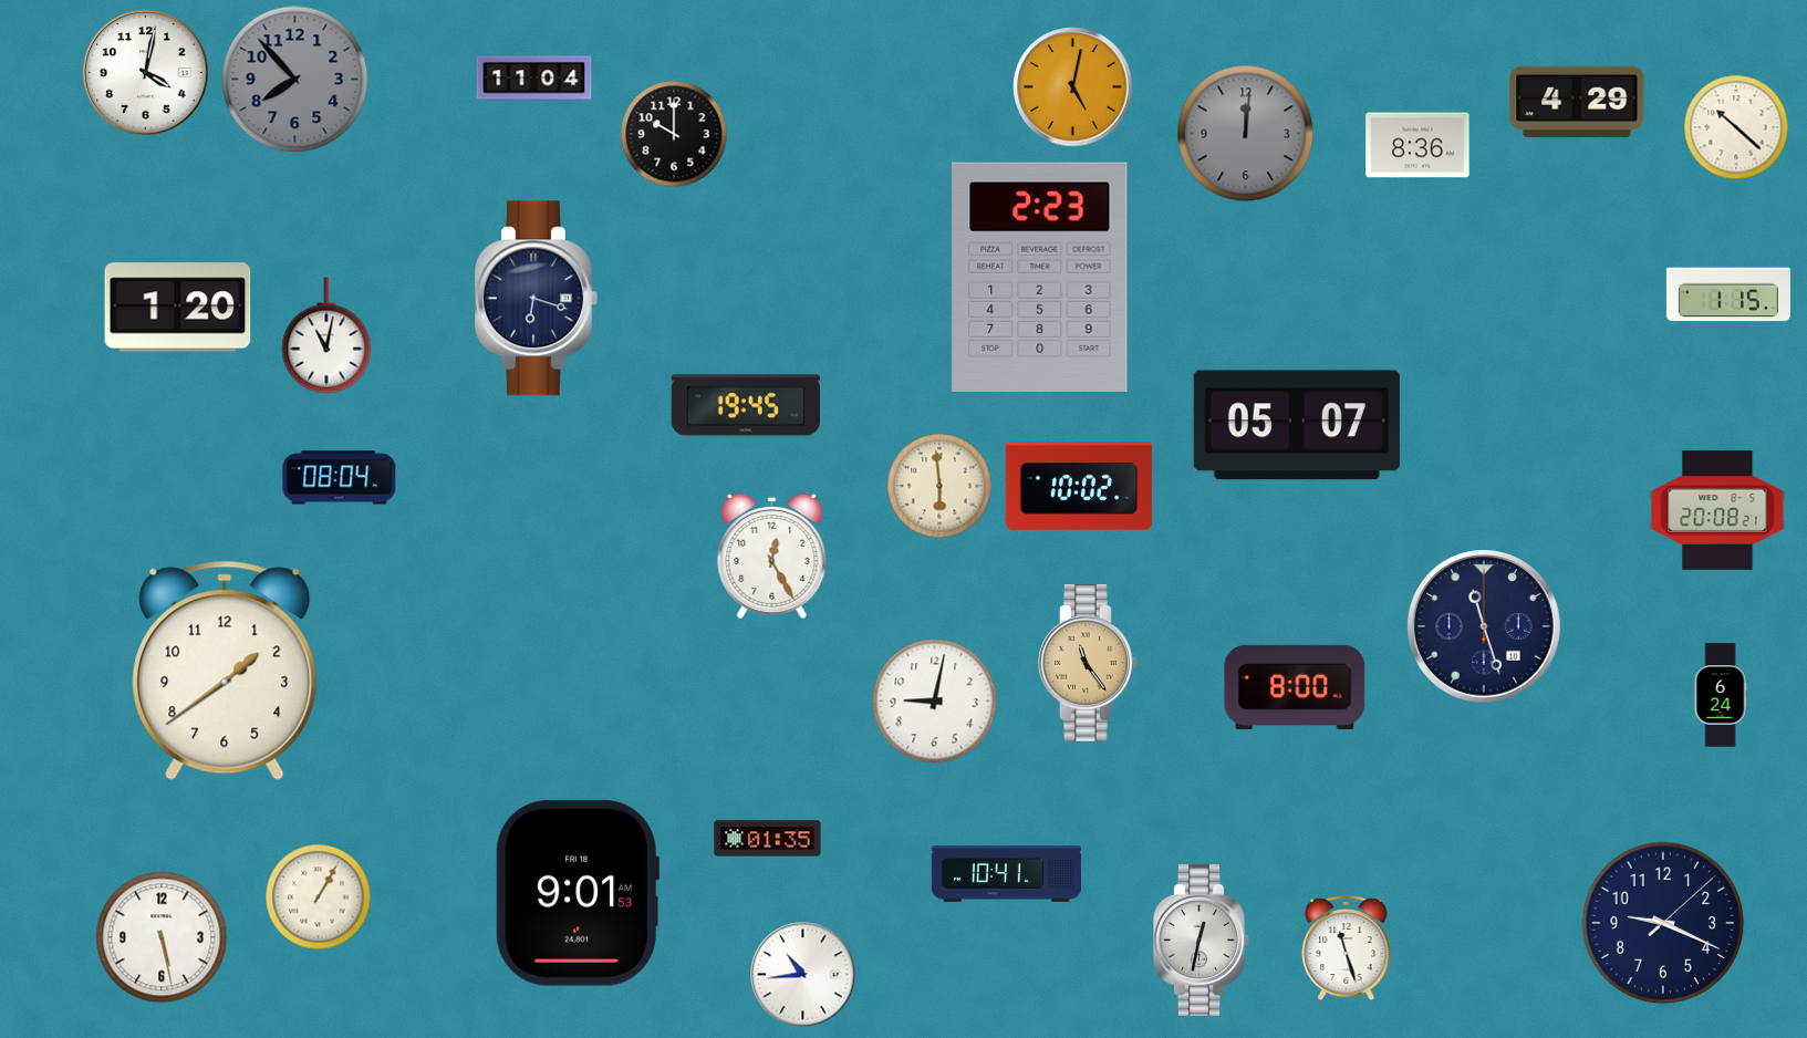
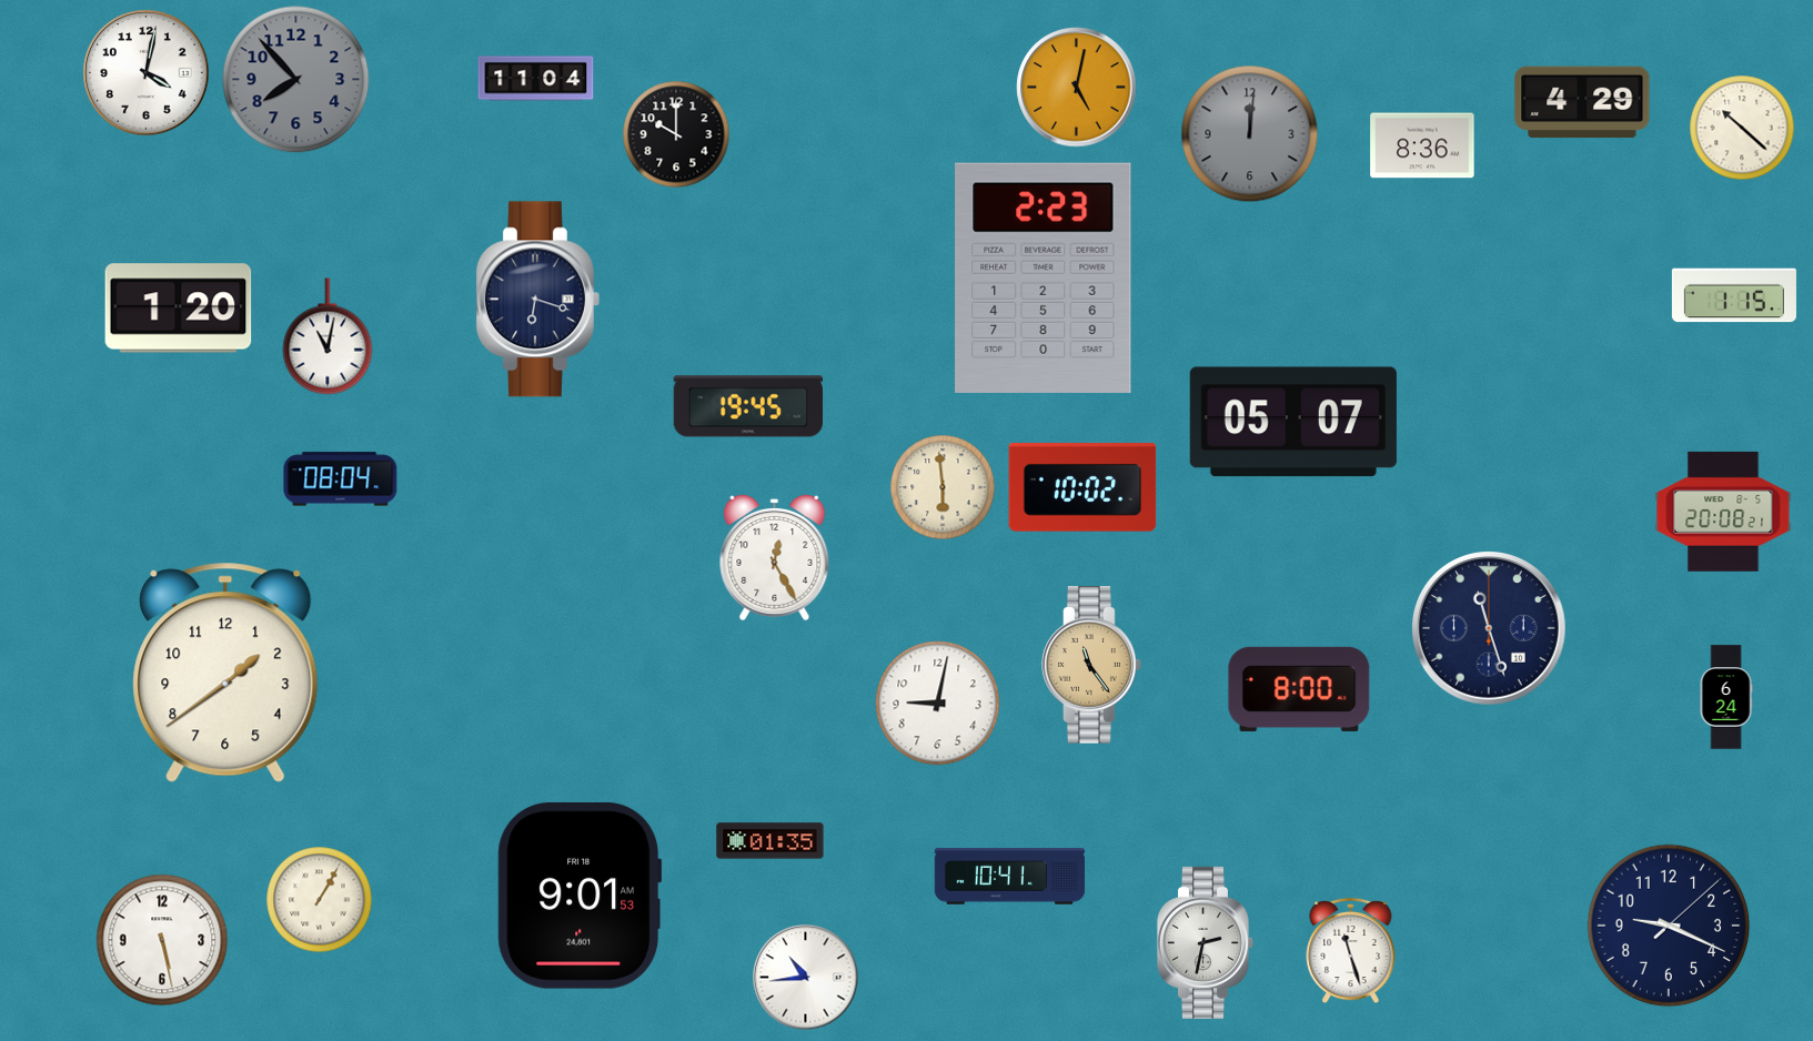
clock at (1297, 425) position: (1297, 425) -> (1293, 422)
clock at (1201, 940): 12:32 -> 2:32
